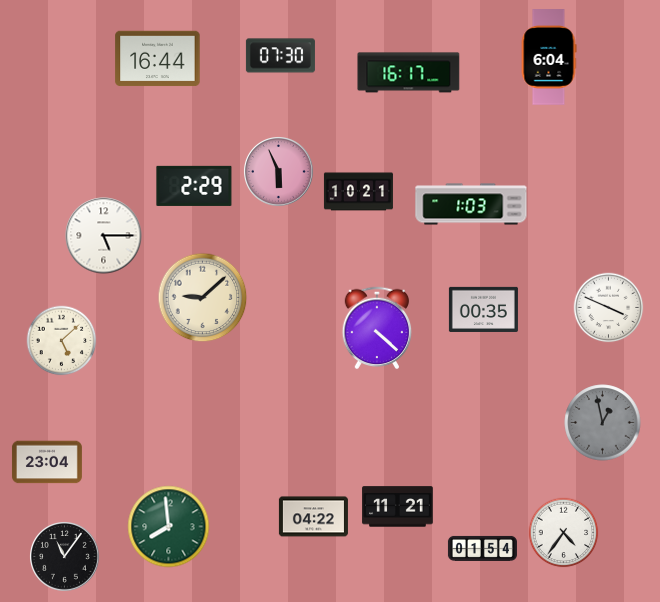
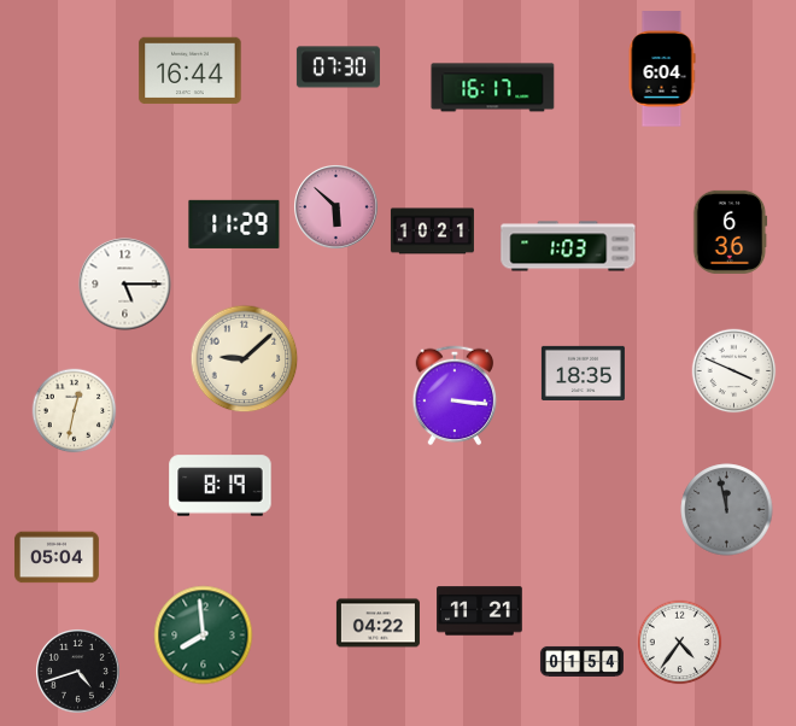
clock at (279, 172): 5:56 -> 5:52
clock at (194, 186): 2:29 -> 11:29
clock at (731, 232): none -> 6:36
clock at (483, 309): 00:35 -> 18:35
clock at (377, 328): 4:22 -> 3:16
clock at (62, 341): 5:08 -> 12:32
clock at (221, 486): none -> 8:19
clock at (603, 423): 12:58 -> 11:58
clock at (47, 462): 23:04 -> 05:04
clock at (65, 557): 11:06 -> 4:42
